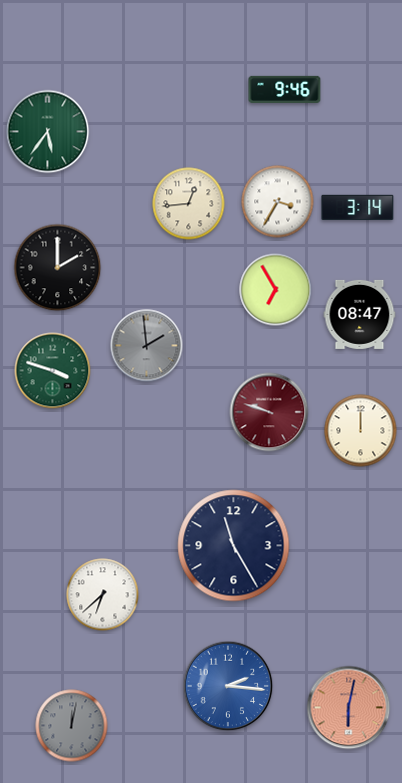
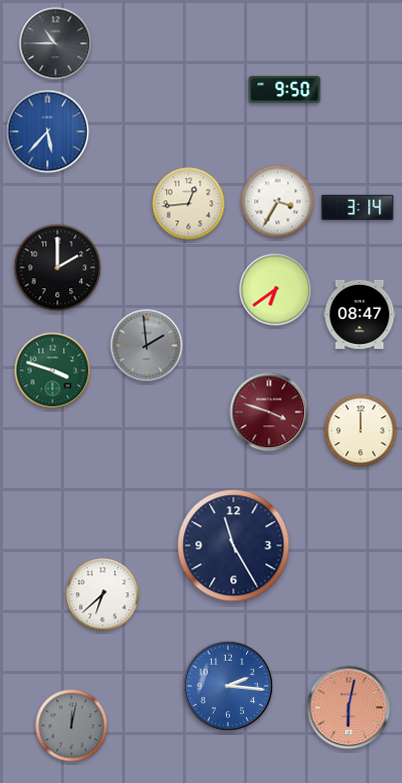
clock at (56, 44): none -> 10:45
clock at (285, 89): 9:46 -> 9:50
clock at (48, 132): 5:36 -> 5:37
clock at (48, 132) dial: green -> blue
clock at (276, 290): 6:55 -> 6:39
clock at (269, 412): 9:48 -> 3:48
